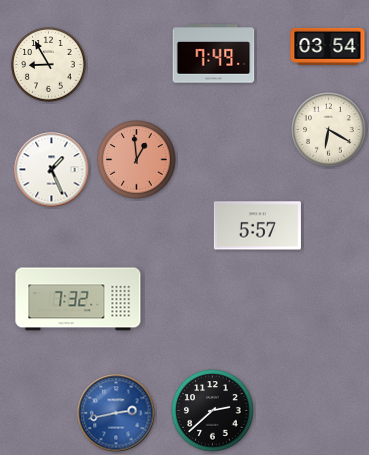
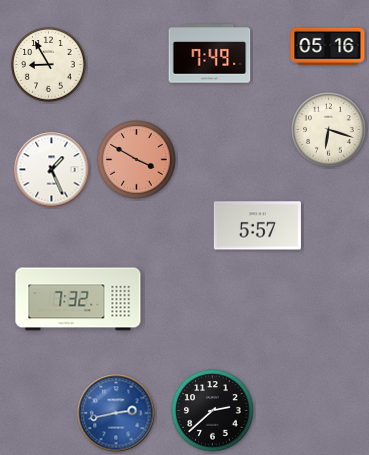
clock at (328, 46): 03:54 -> 05:16
clock at (214, 54) position: (214, 54) -> (210, 54)
clock at (329, 130): 6:20 -> 6:18
clock at (137, 160): 12:59 -> 3:50
